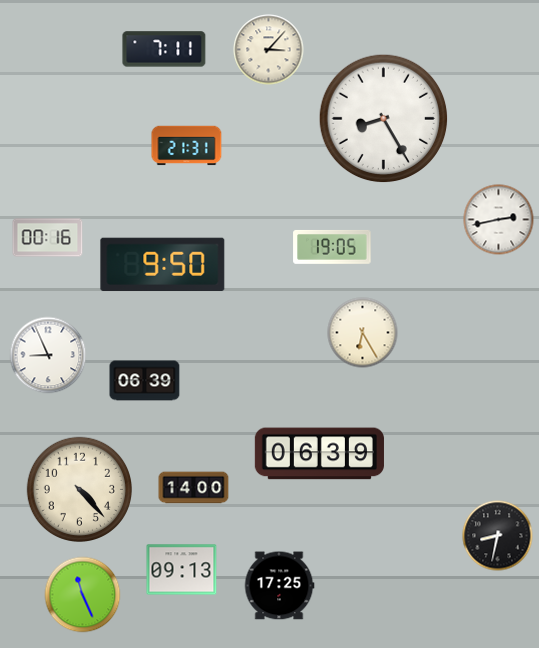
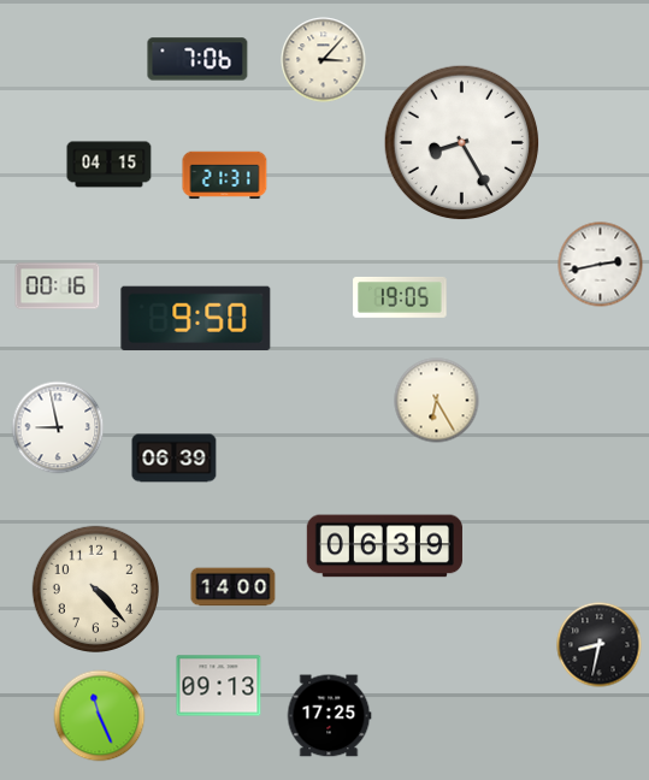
clock at (164, 49): 7:11 -> 7:06
clock at (110, 165): none -> 04:15
clock at (48, 355): 8:56 -> 8:58
clock at (279, 586) position: (279, 586) -> (329, 716)
